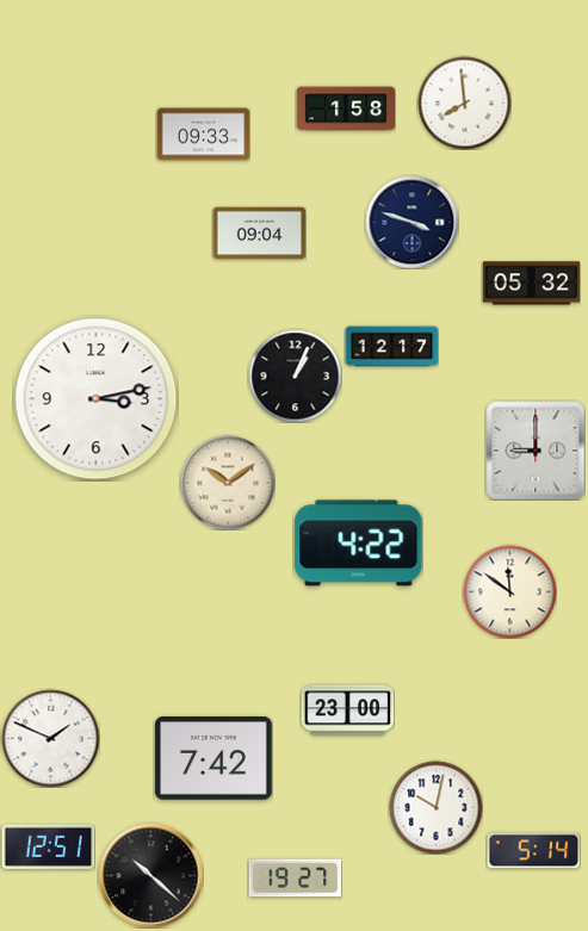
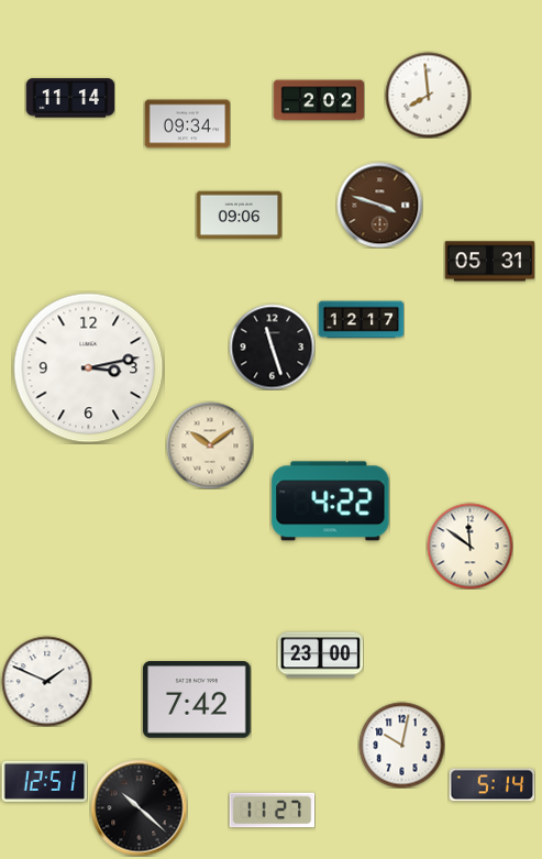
clock at (70, 98): none -> 11:14
clock at (346, 108): 1:58 -> 2:02
clock at (203, 135): 09:33 -> 09:34
clock at (411, 222) dial: navy -> brown
clock at (259, 234): 09:04 -> 09:06
clock at (531, 284): 05:32 -> 05:31
clock at (295, 375): 1:04 -> 11:27
clock at (536, 451): 9:00 -> none
clock at (295, 879): 19:27 -> 11:27
